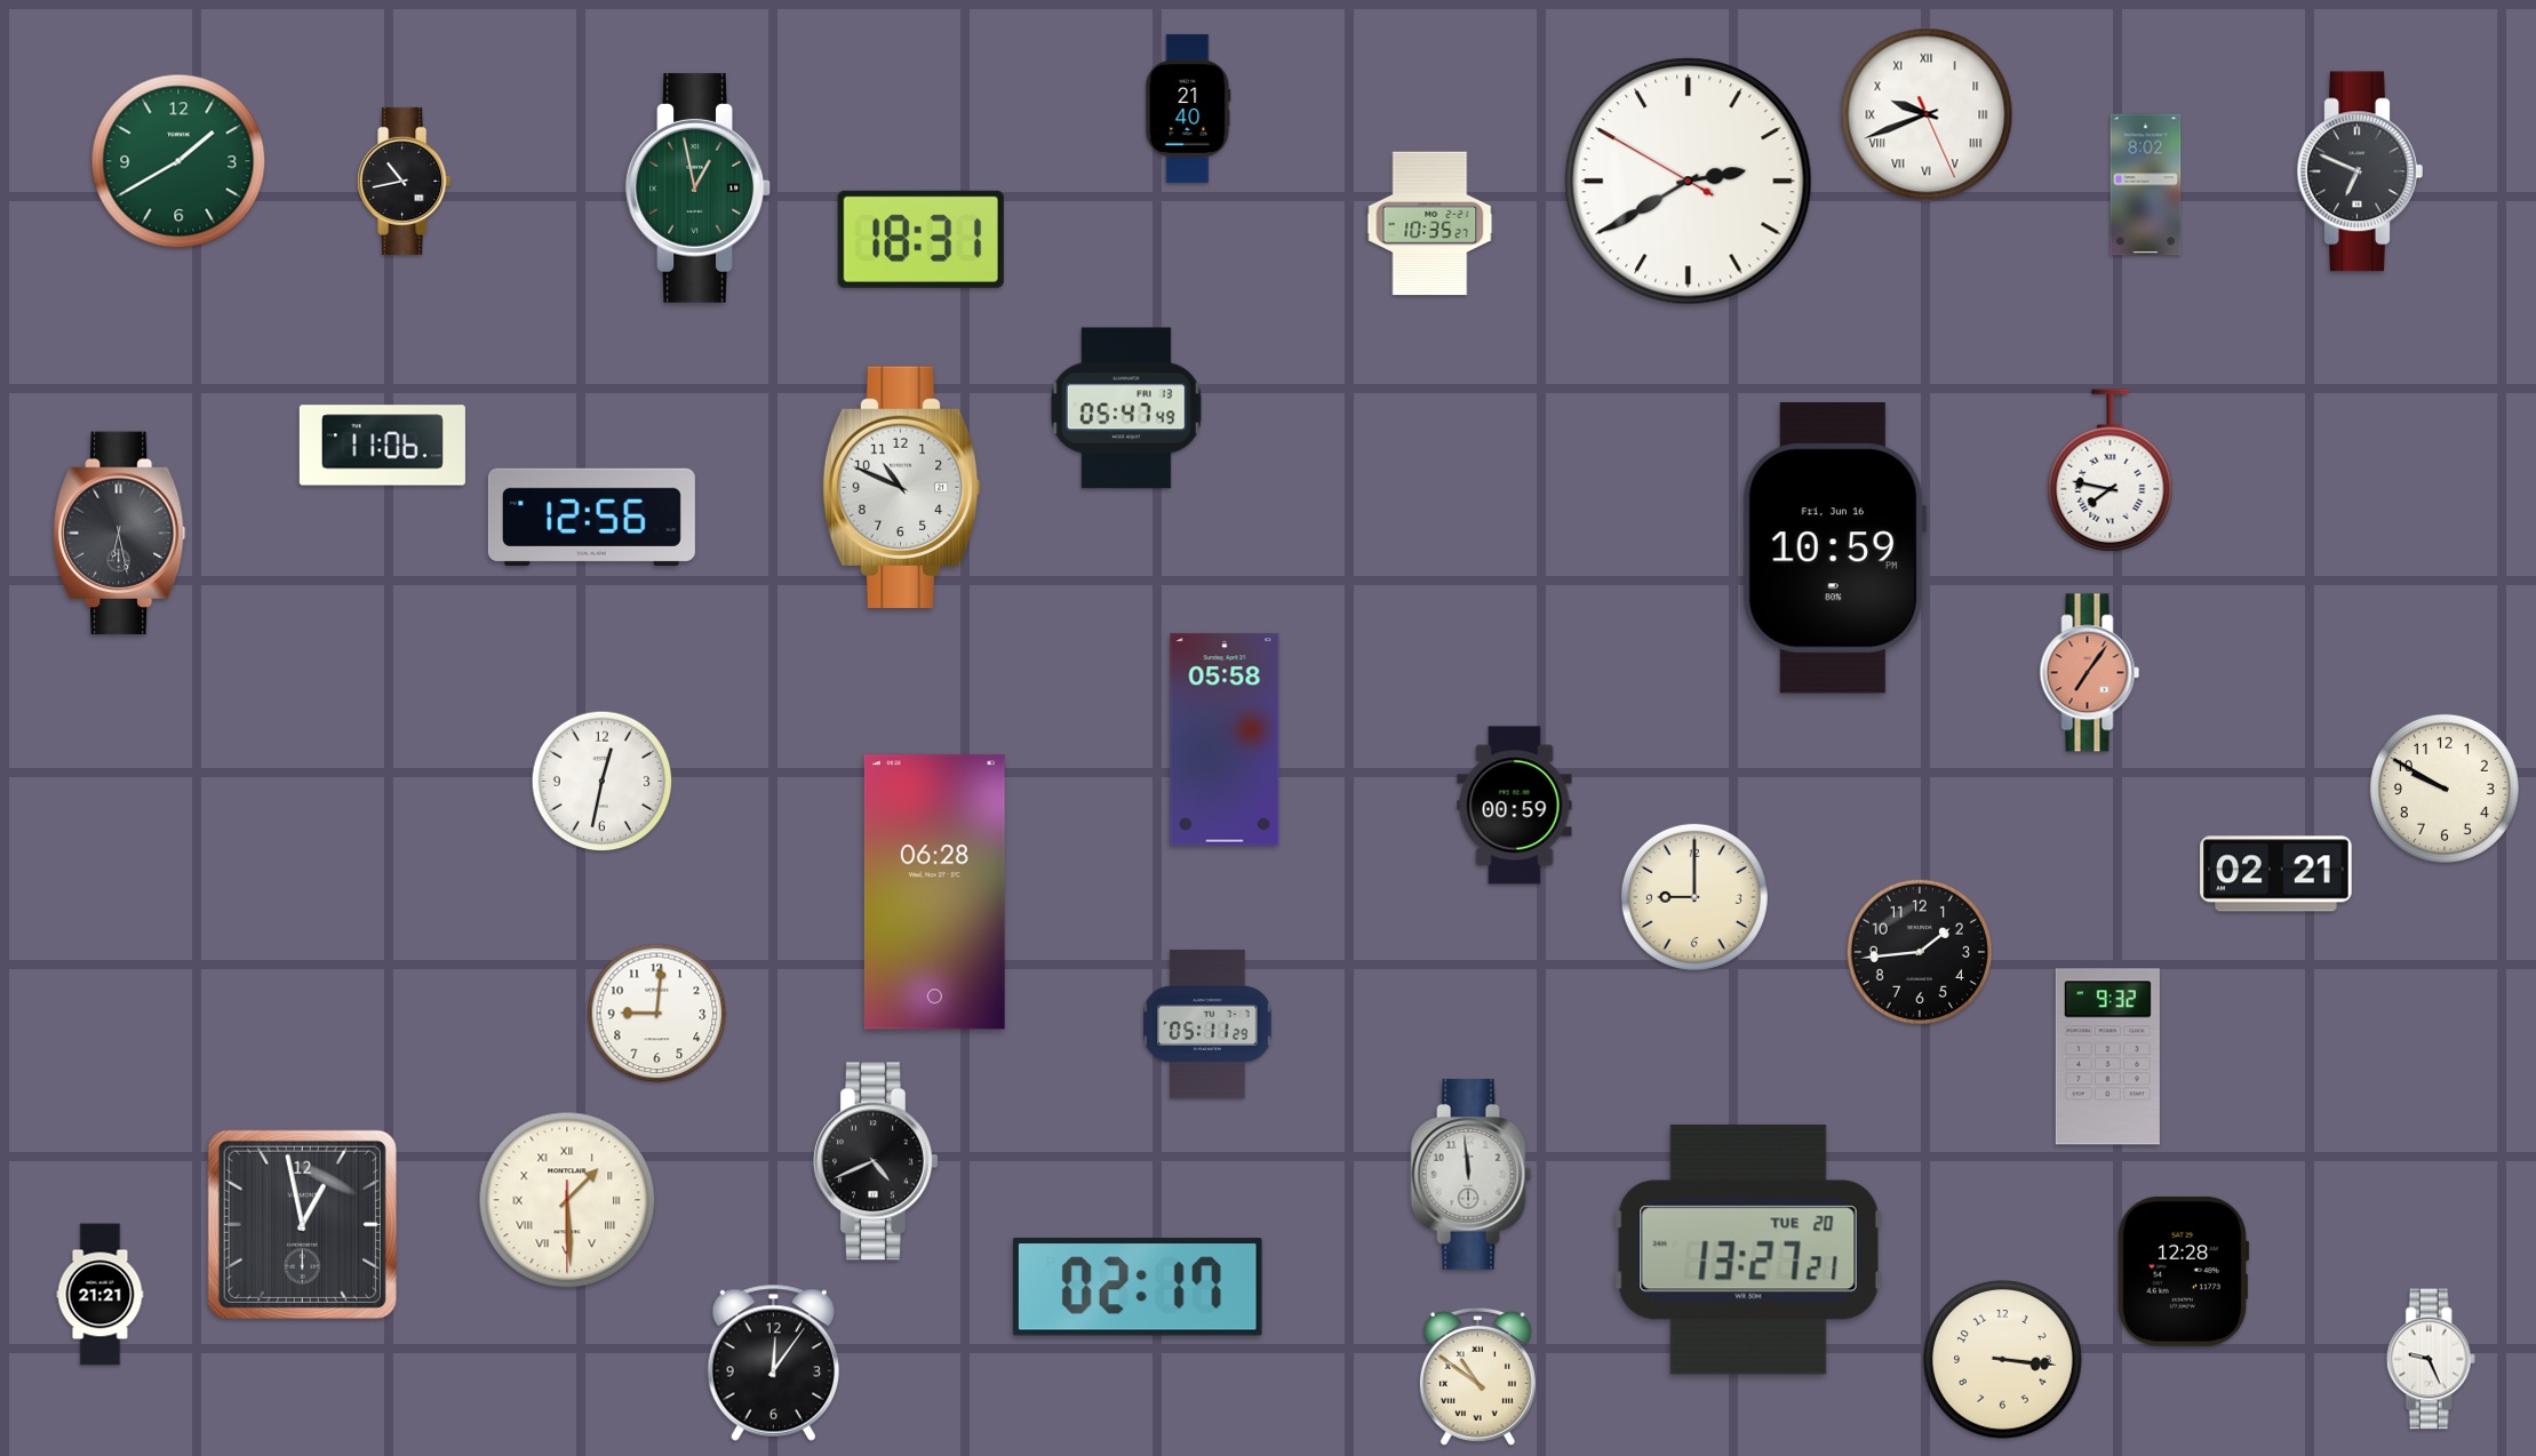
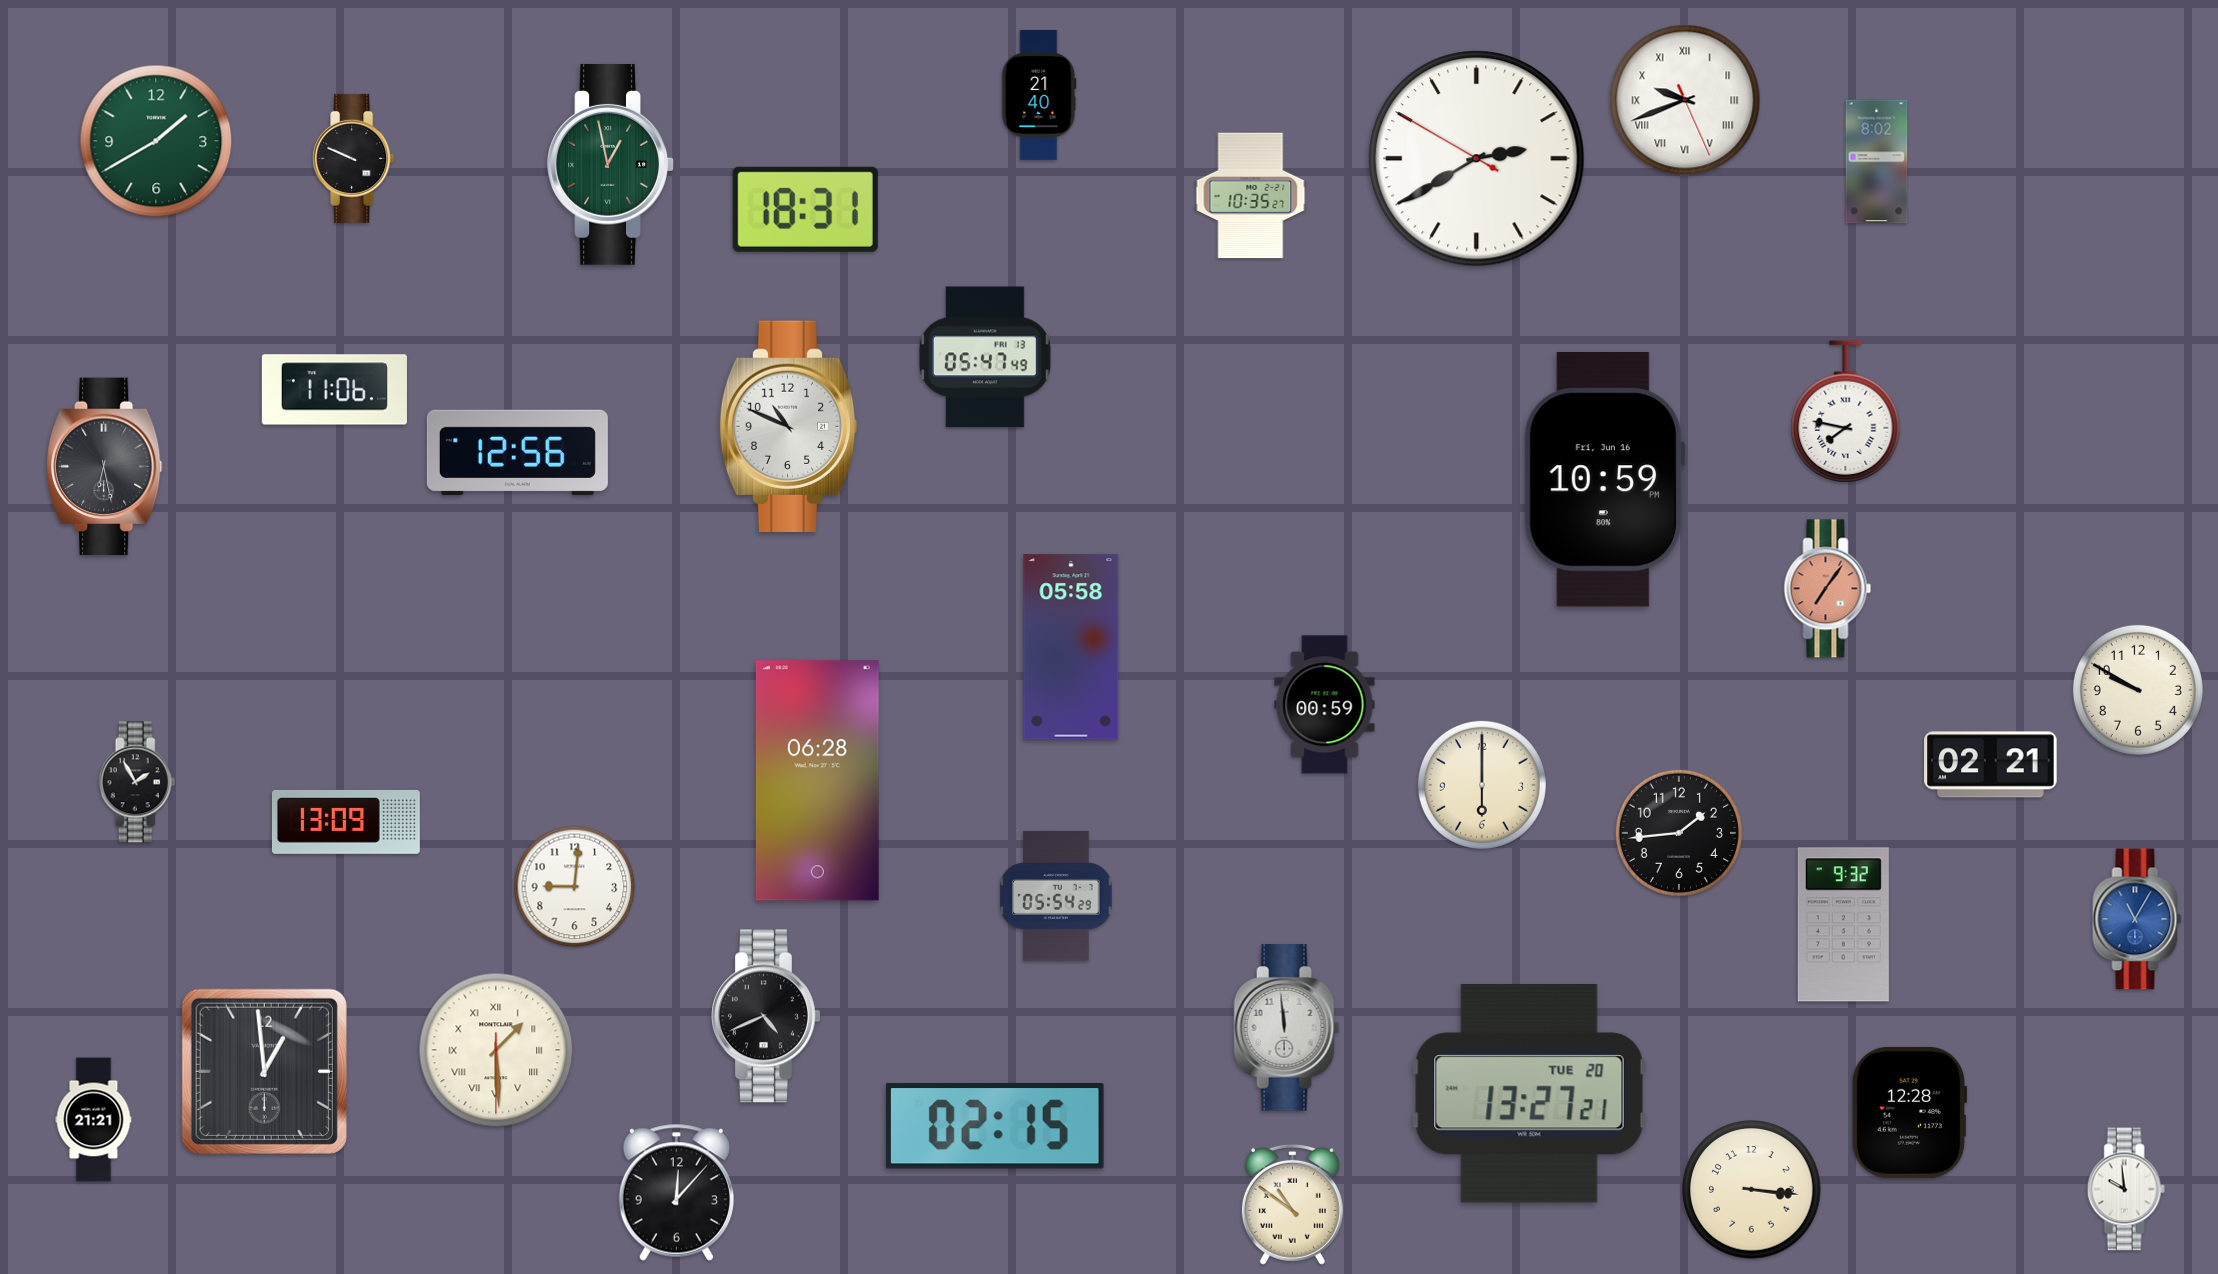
clock at (2360, 171): 6:49 -> none
clock at (405, 181): 10:43 -> 9:49
clock at (603, 782): 12:32 -> none
clock at (137, 782): none -> 1:55
clock at (1694, 897): 9:00 -> 6:00
clock at (346, 822): none -> 13:09
clock at (1207, 1024): 05:11 -> 05:54
clock at (2137, 919): none -> 11:05
clock at (302, 1224): 12:58 -> 12:59
clock at (1138, 1287): 02:17 -> 02:15
clock at (101, 1295) position: (101, 1295) -> (94, 1120)
clock at (2431, 1359): 9:26 -> 9:59
clock at (773, 1362): 12:06 -> 12:07
